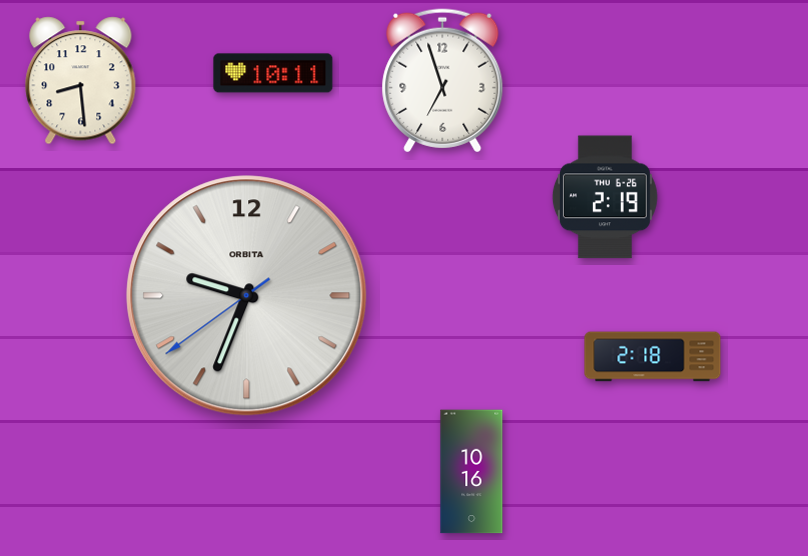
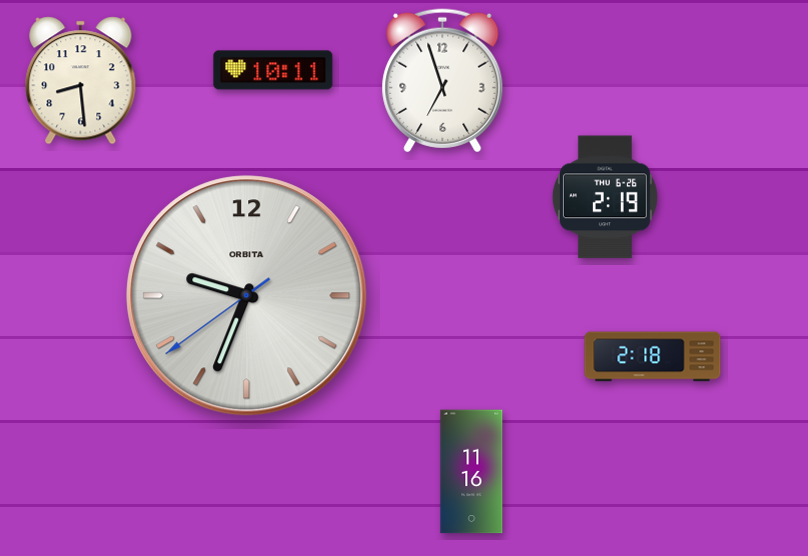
clock at (273, 73) position: (273, 73) -> (273, 70)
clock at (472, 472): 10:16 -> 11:16
